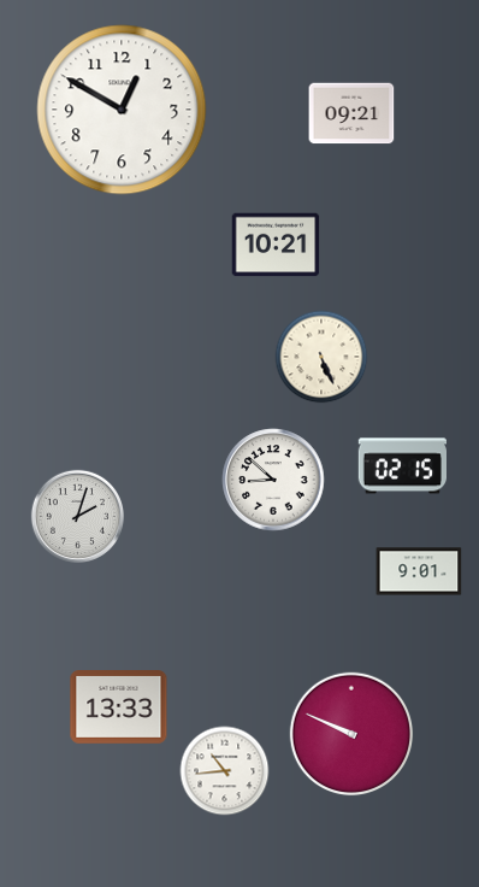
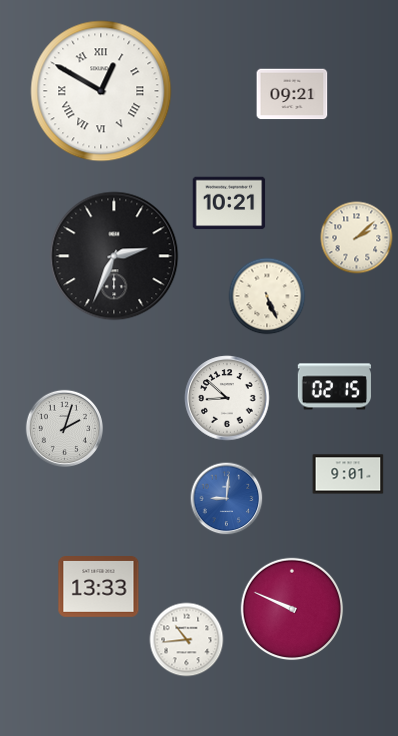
clock at (122, 110) numerals: Arabic -> Roman
clock at (357, 238): none -> 2:08
clock at (114, 256): none -> 2:34
clock at (227, 499): none -> 9:01
